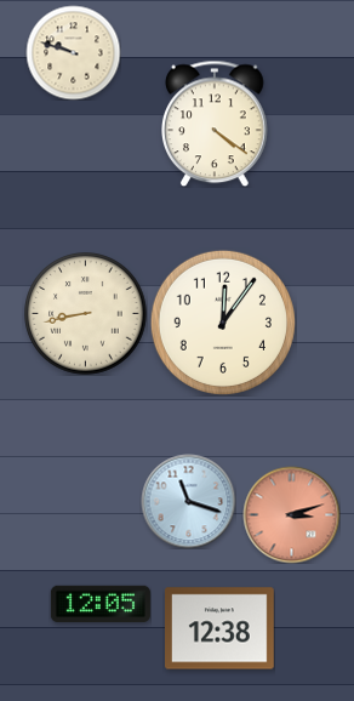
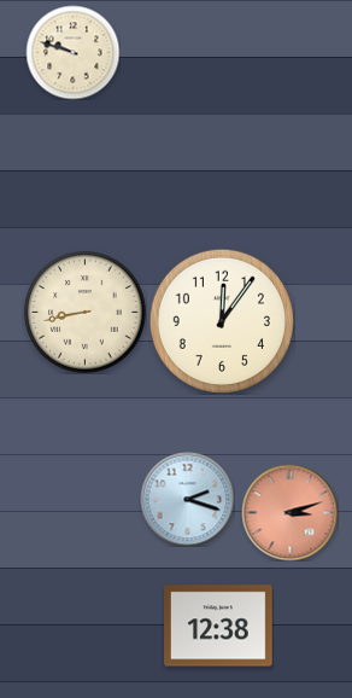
clock at (216, 124): 4:21 -> none
clock at (188, 501): 11:18 -> 2:18
clock at (101, 604): 12:05 -> none
